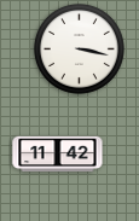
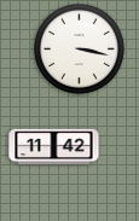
clock at (58, 155) position: (58, 155) -> (54, 147)
